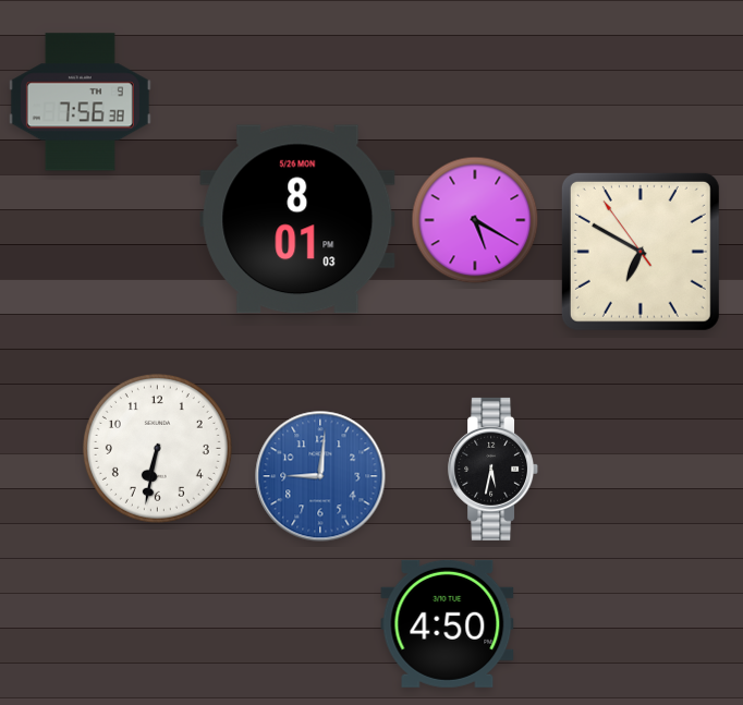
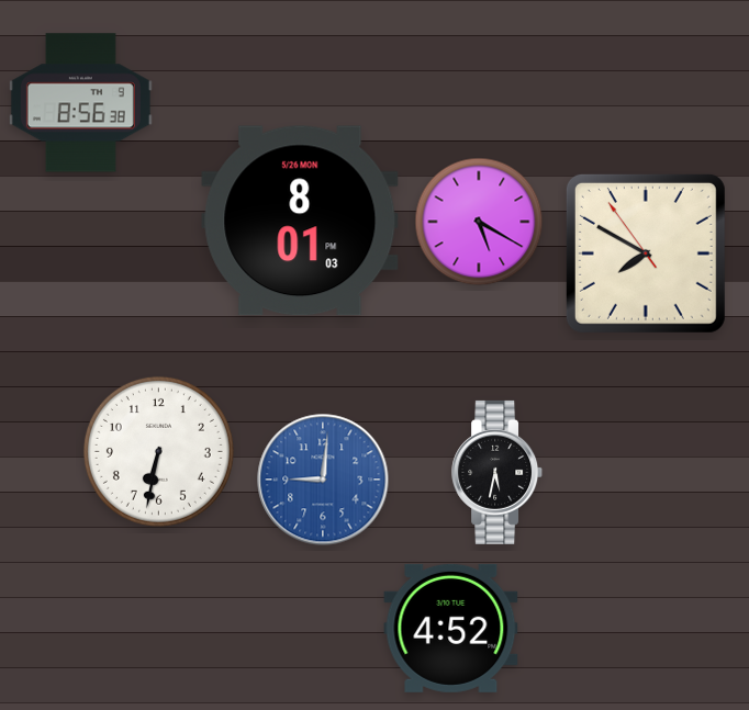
clock at (80, 102): 7:56 -> 8:56
clock at (641, 252): 6:49 -> 7:49
clock at (448, 623): 4:50 -> 4:52
